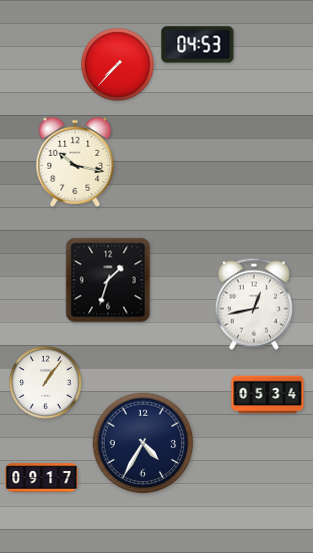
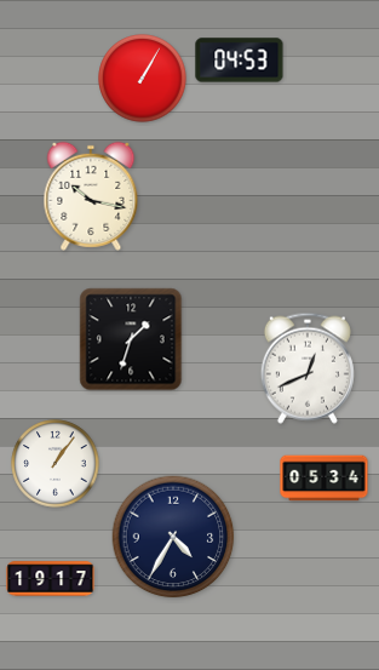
clock at (198, 45) position: (198, 45) -> (240, 61)
clock at (118, 65): 7:37 -> 1:05
clock at (254, 304): 12:43 -> 12:41
clock at (42, 478): 09:17 -> 19:17
